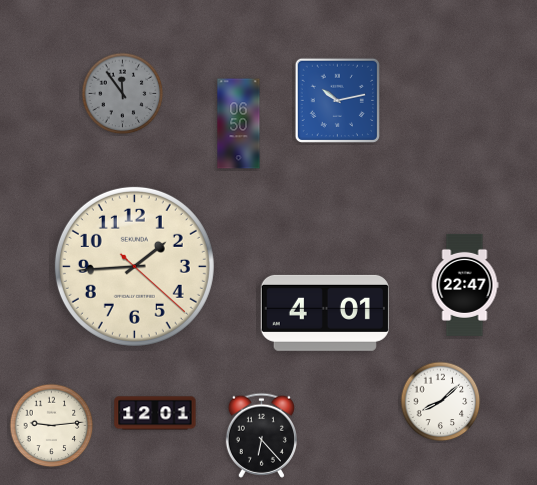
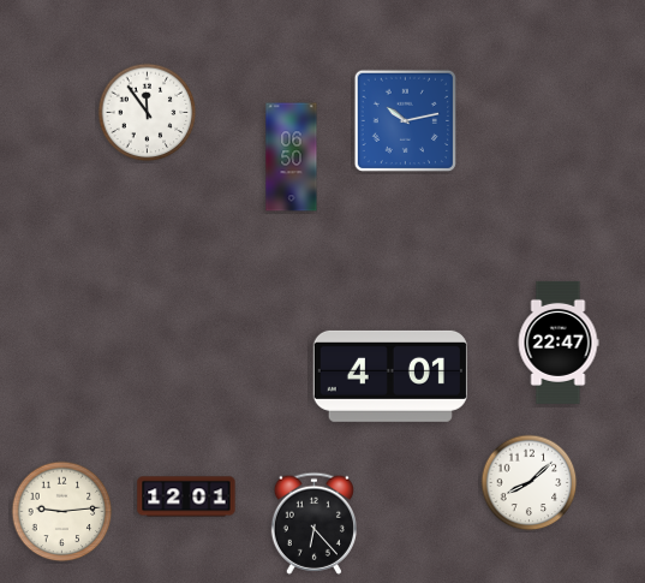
clock at (123, 94) dial: grey -> white
clock at (239, 124) position: (239, 124) -> (292, 157)
clock at (134, 266): 1:44 -> none
